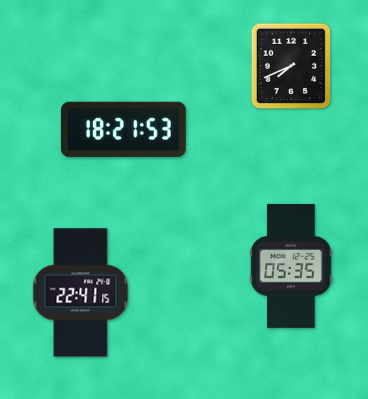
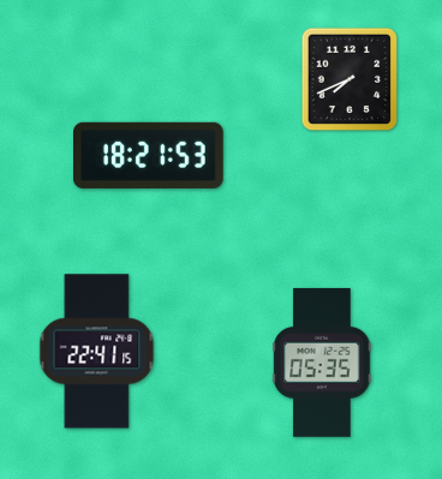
clock at (291, 266) position: (291, 266) -> (322, 363)
